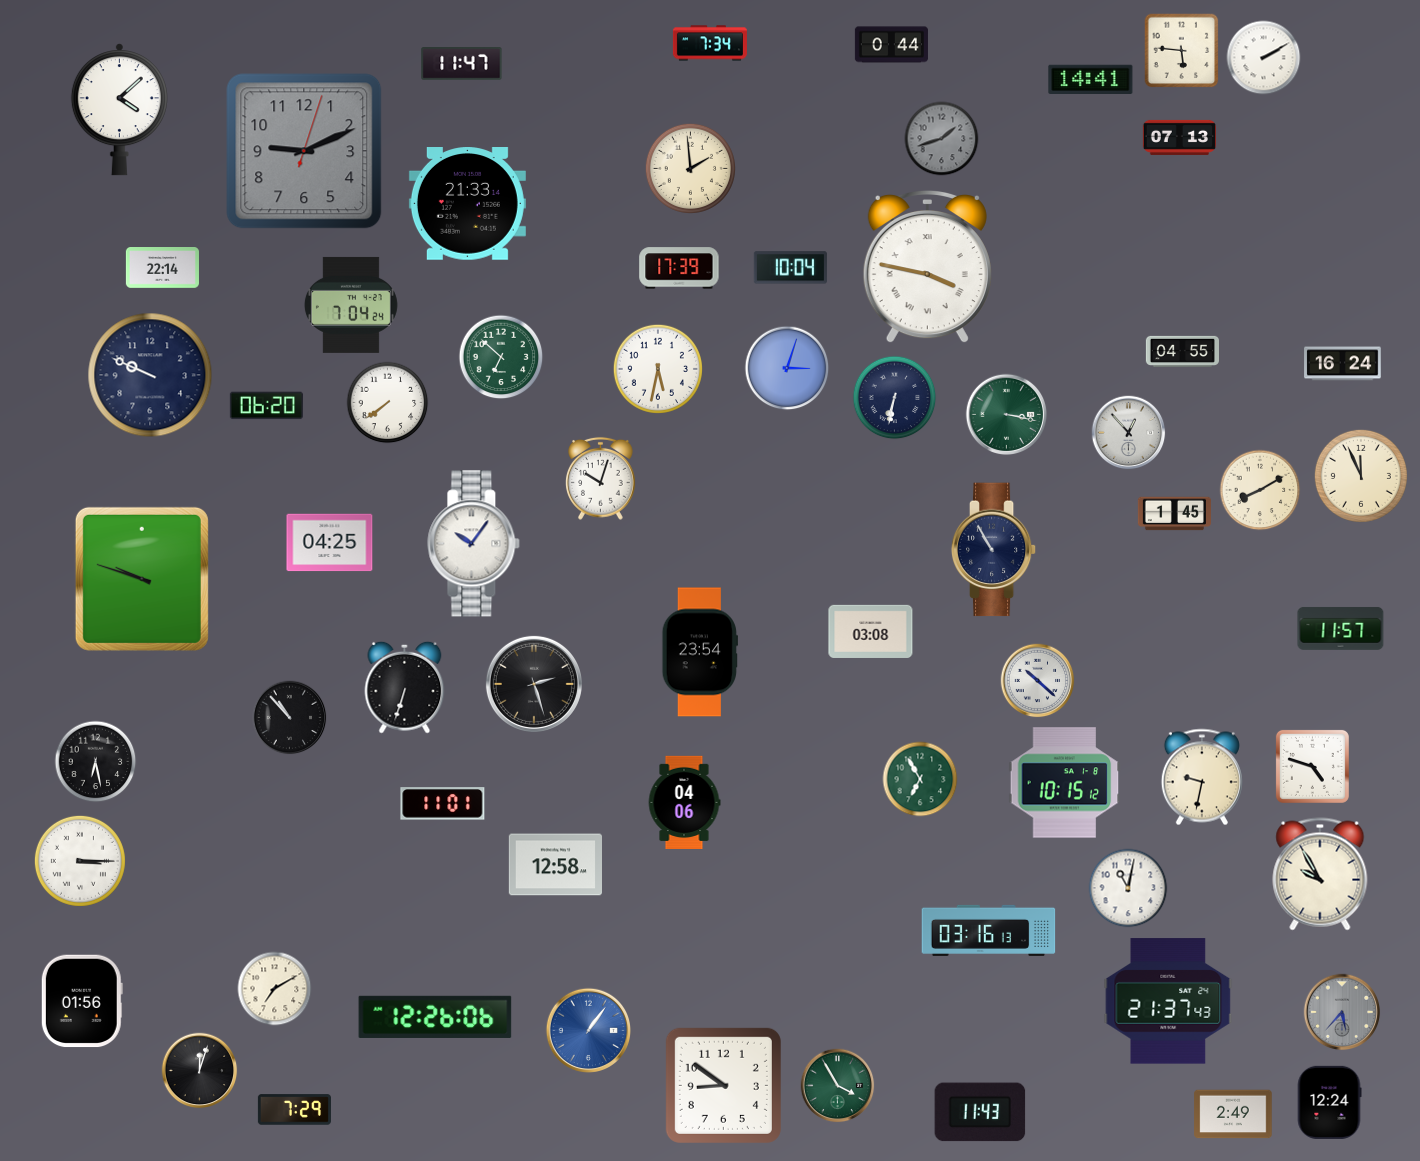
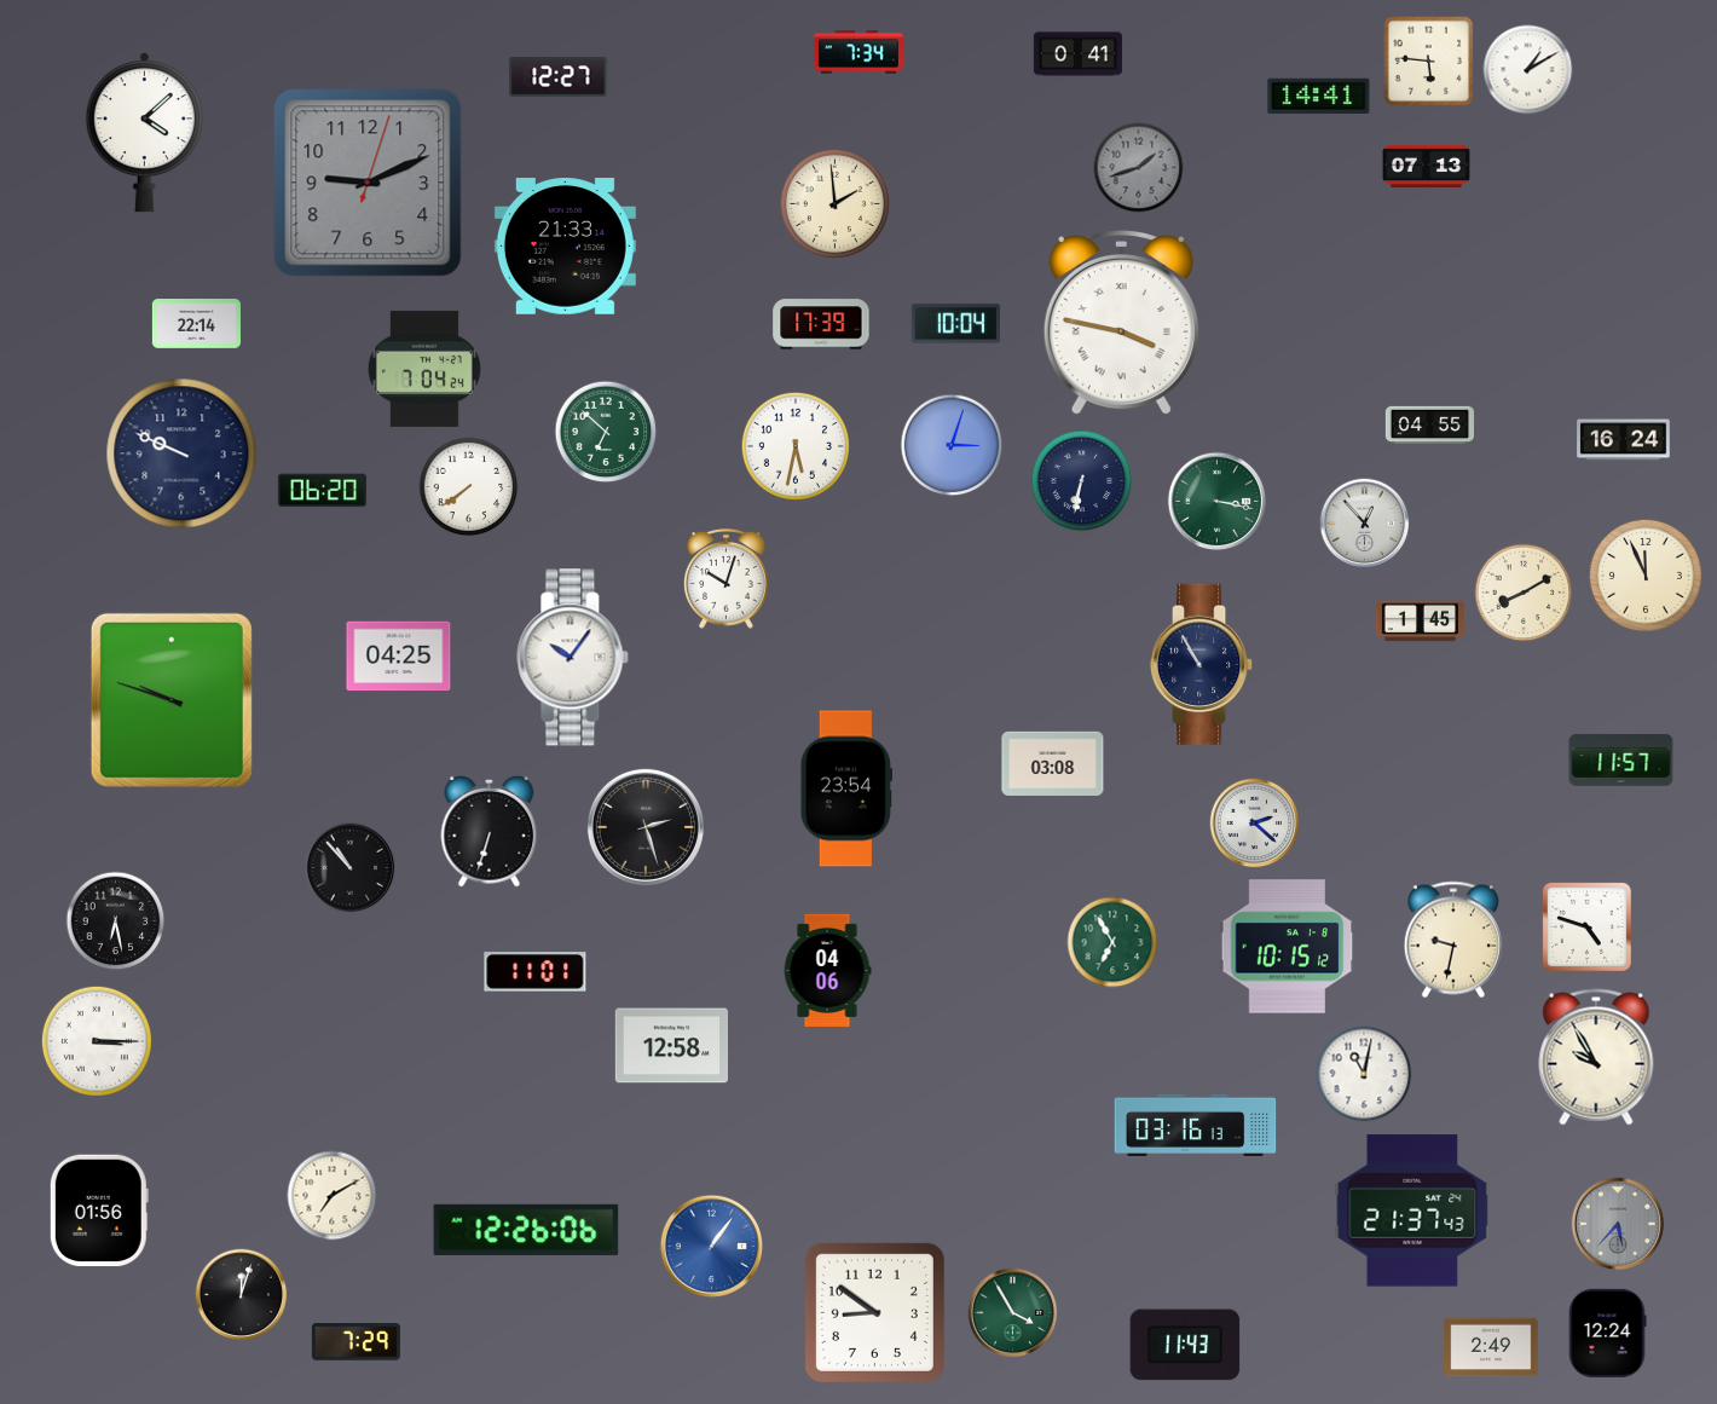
clock at (891, 45): 0:44 -> 0:41
clock at (1264, 58): 2:10 -> 1:10
clock at (462, 64): 11:47 -> 12:27
clock at (1038, 681): 10:22 -> 2:22
clock at (1342, 1012) position: (1342, 1012) -> (1618, 1224)
